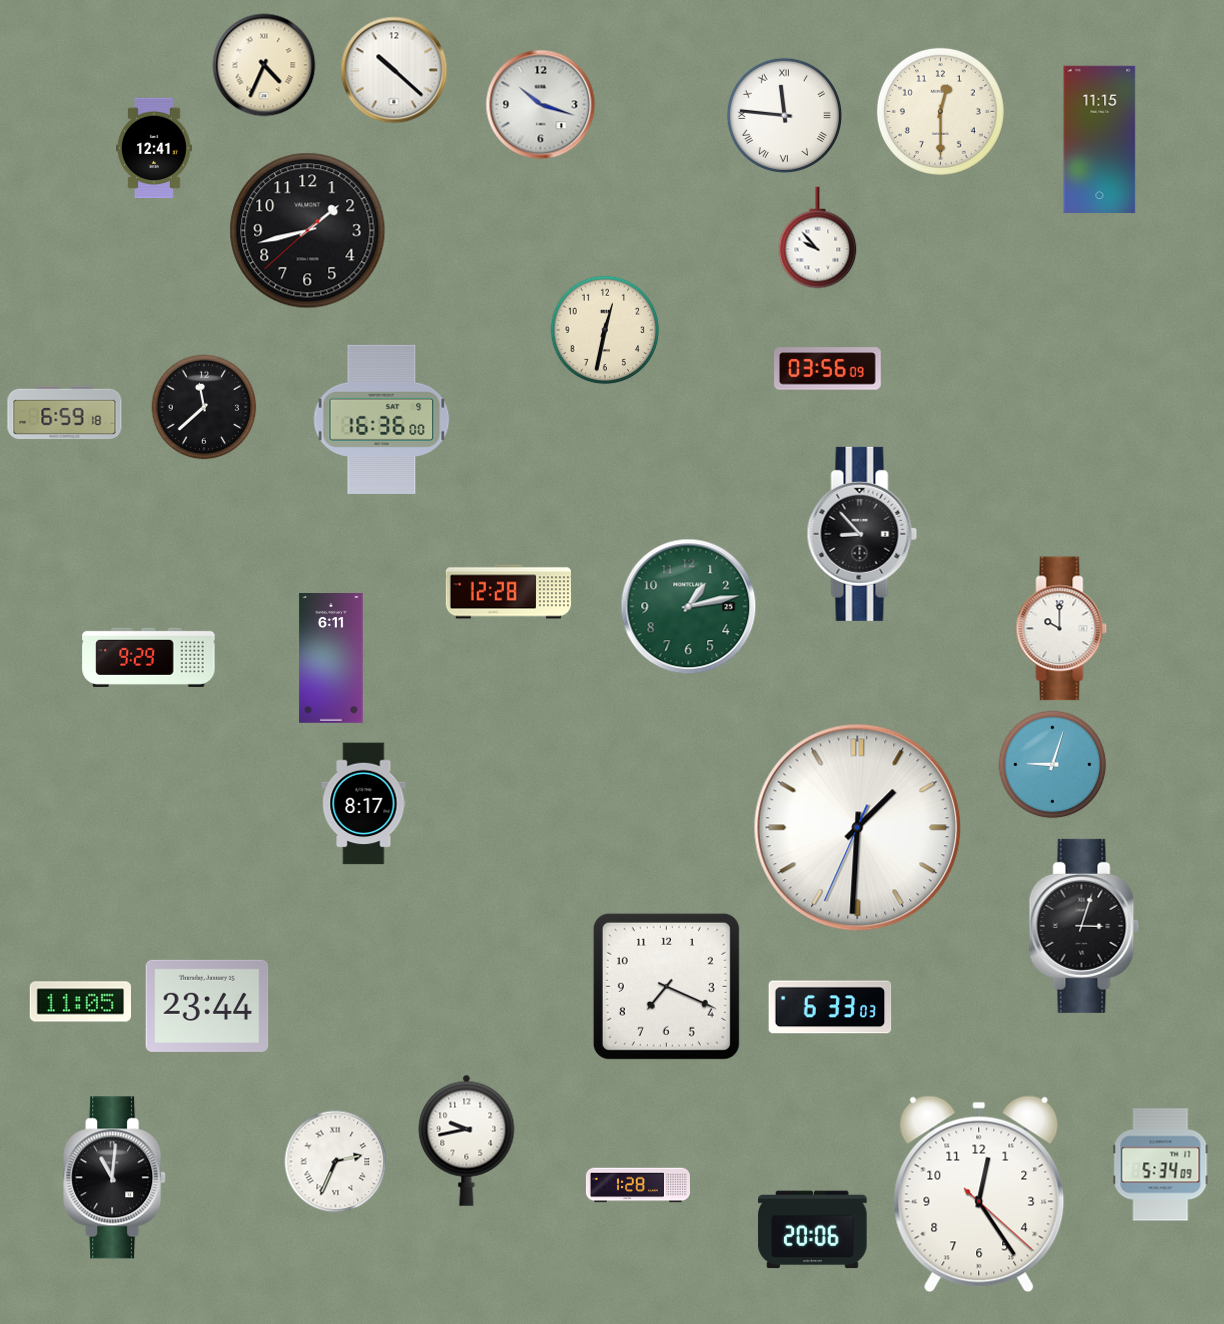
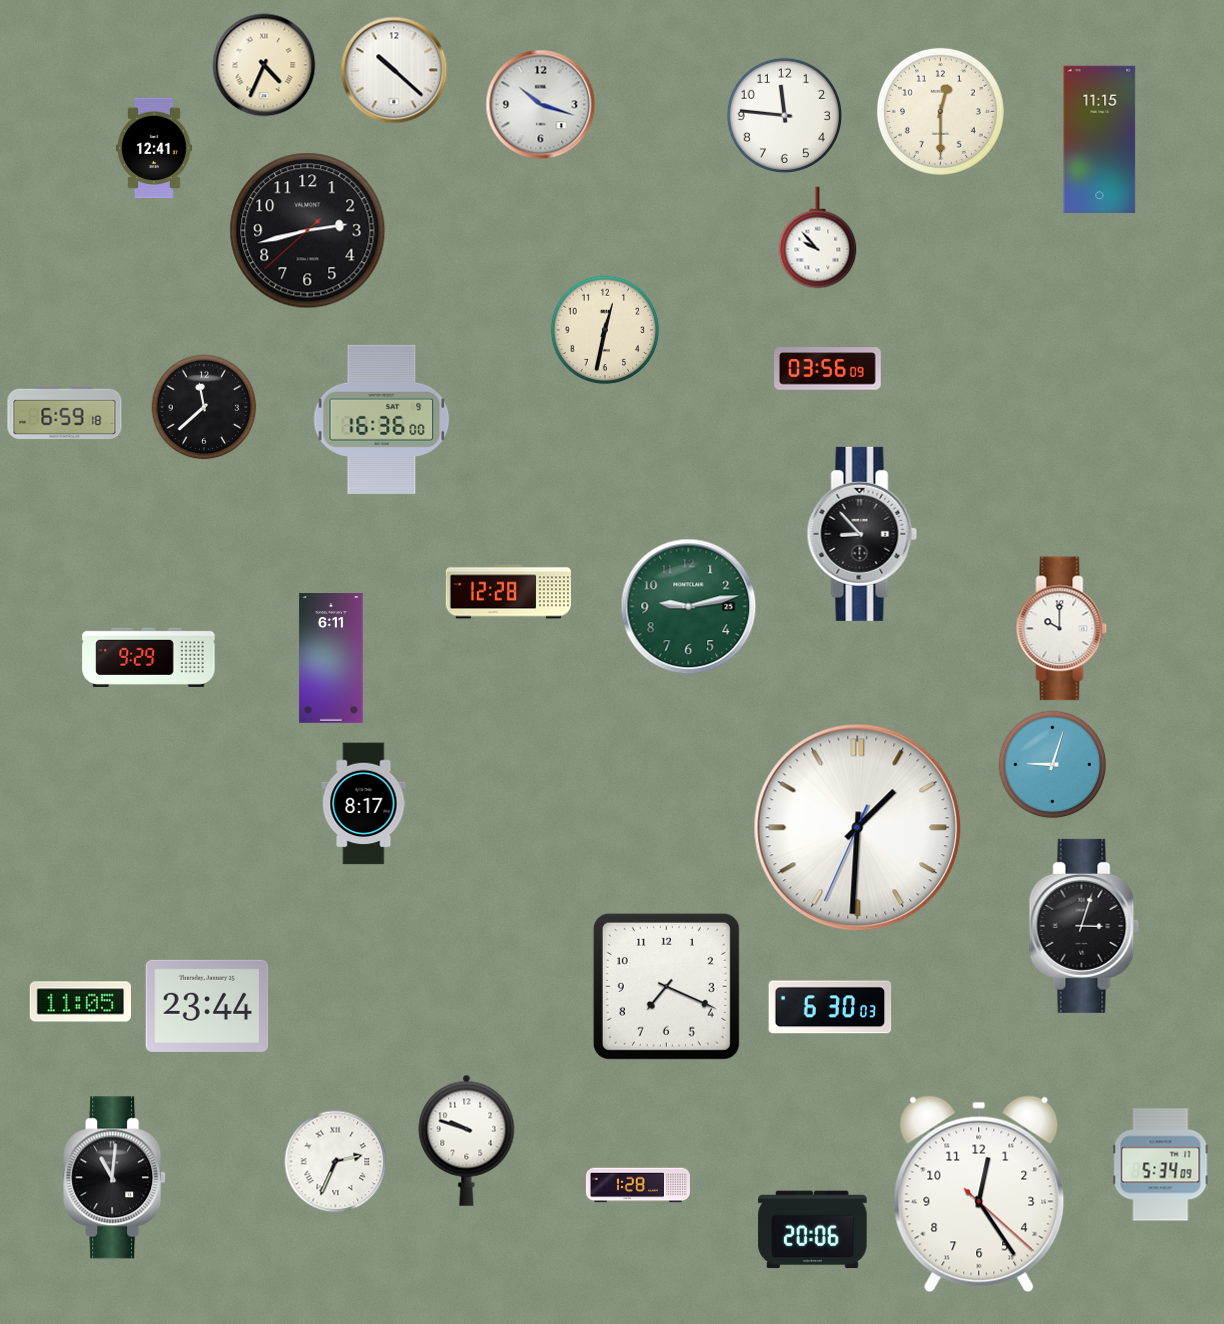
clock at (784, 115) numerals: Roman -> Arabic
clock at (308, 231): 1:42 -> 2:42
clock at (689, 607): 1:13 -> 9:13
clock at (830, 1007): 6:33 -> 6:30
clock at (467, 1140): 9:43 -> 9:48
